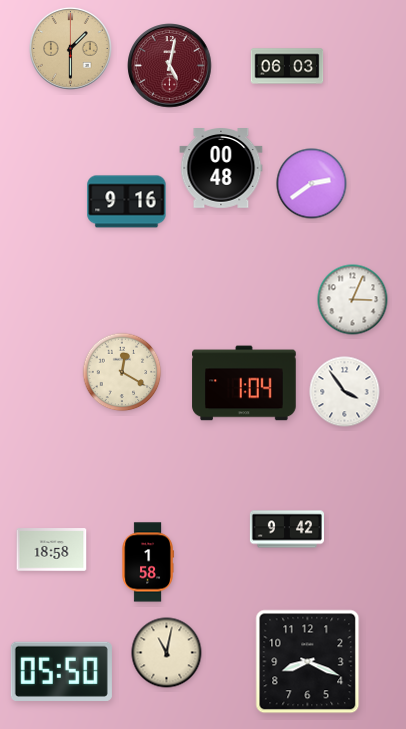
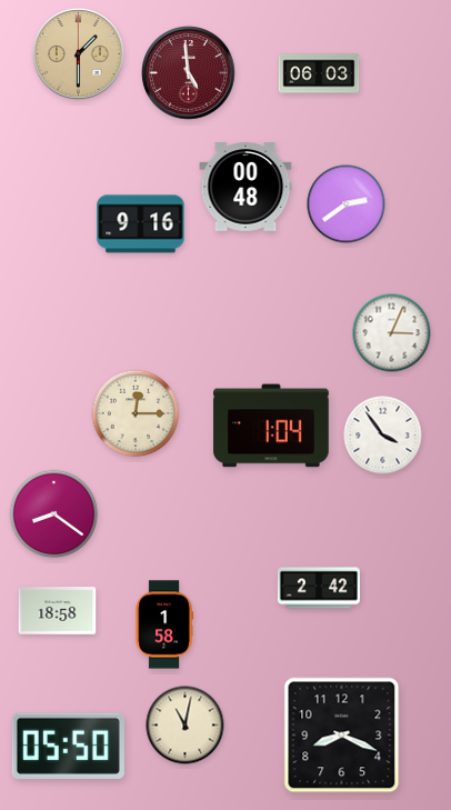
clock at (170, 66): 5:02 -> 4:59
clock at (122, 372): 12:20 -> 12:15
clock at (54, 514): none -> 8:21
clock at (287, 529): 9:42 -> 2:42
